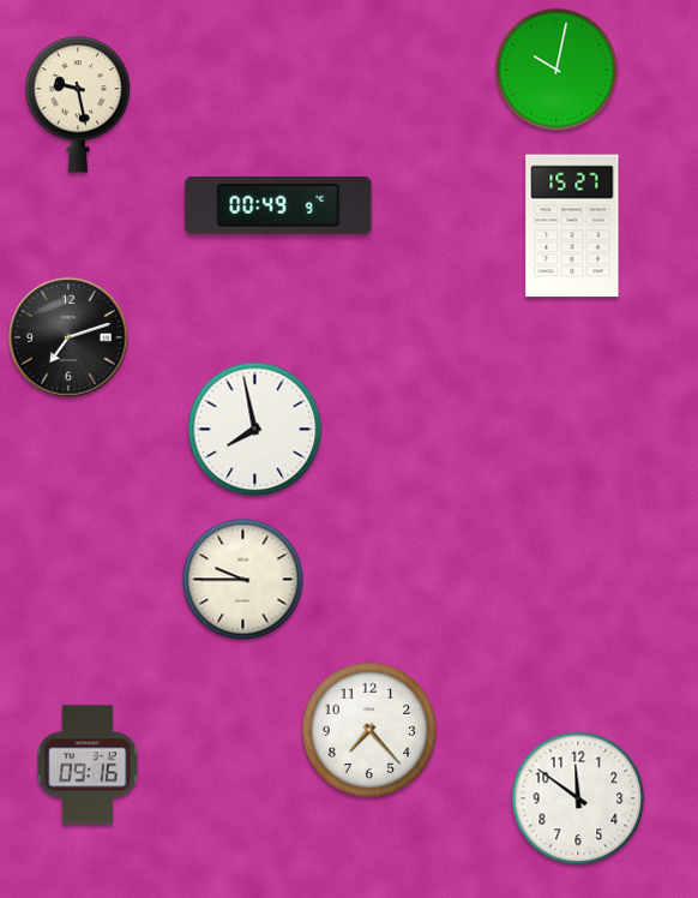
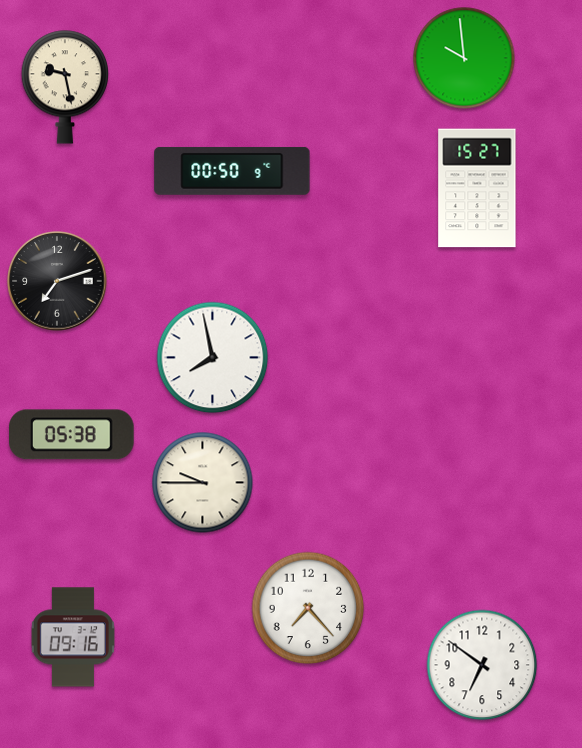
clock at (556, 70): 10:02 -> 9:59
clock at (278, 205): 00:49 -> 00:50
clock at (72, 435): none -> 05:38
clock at (578, 798): 11:51 -> 6:51
